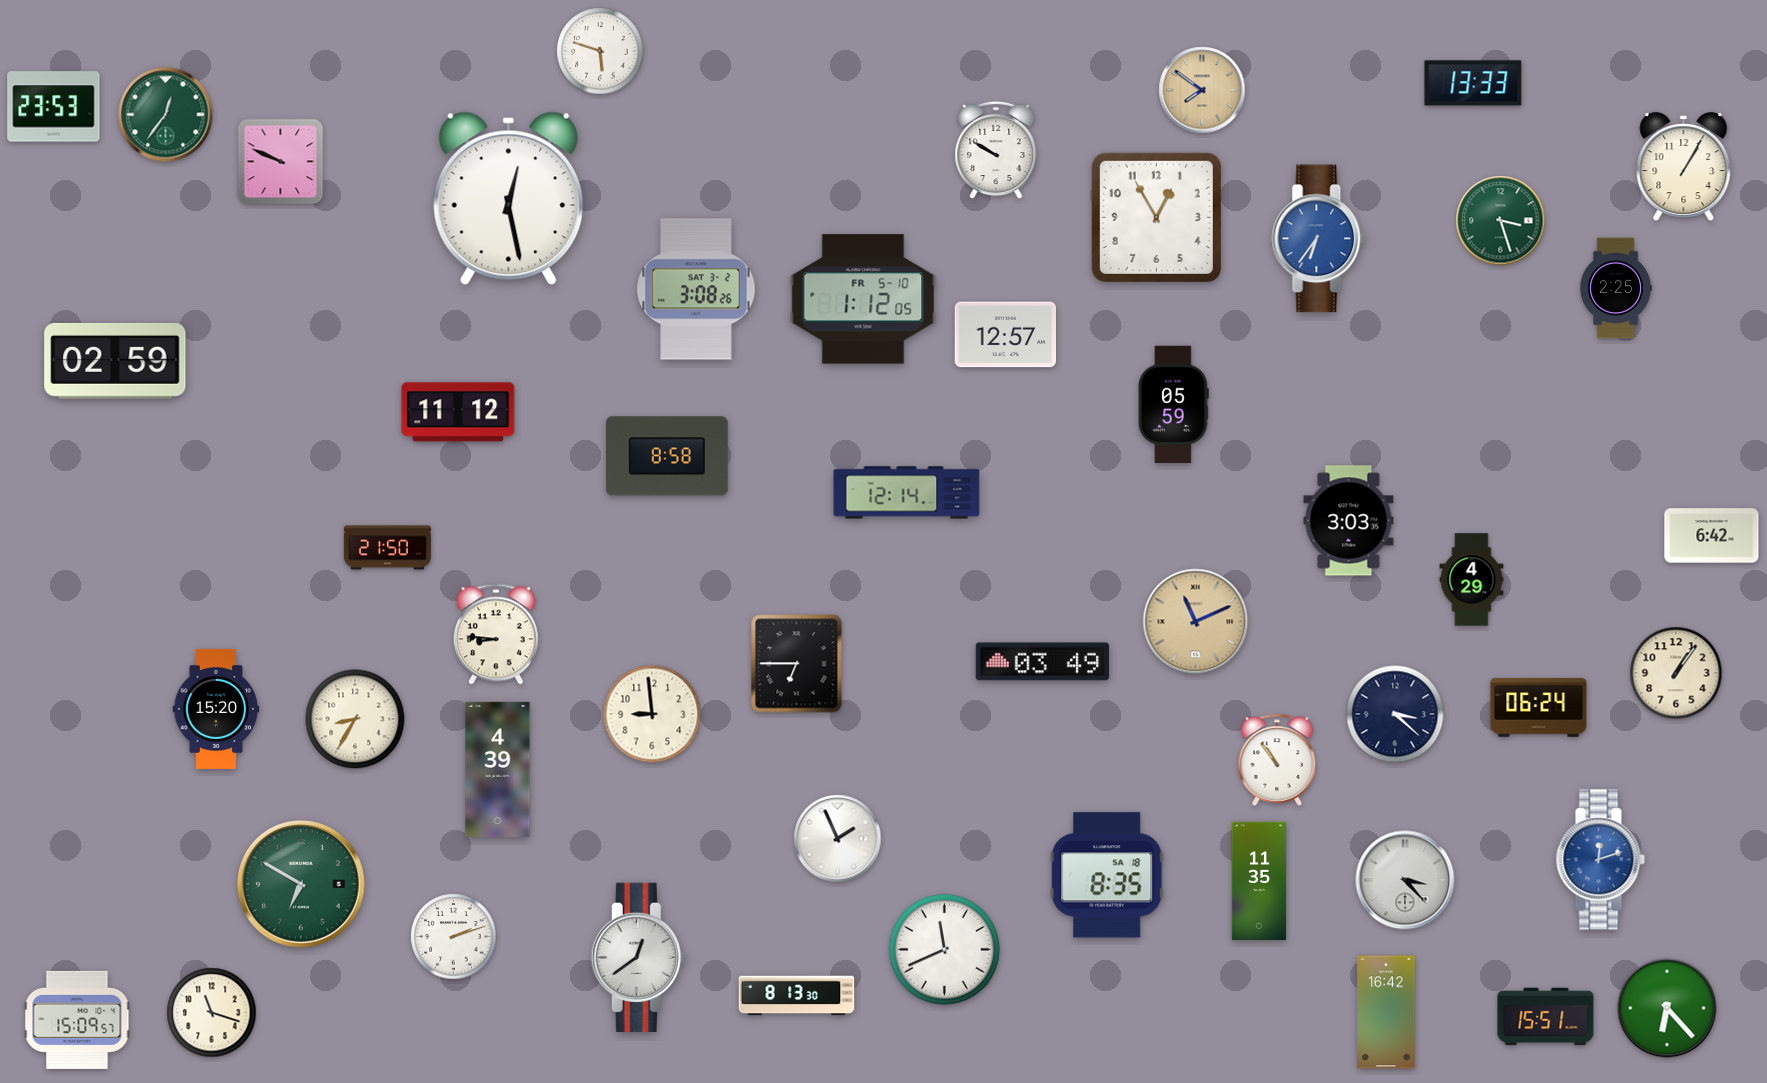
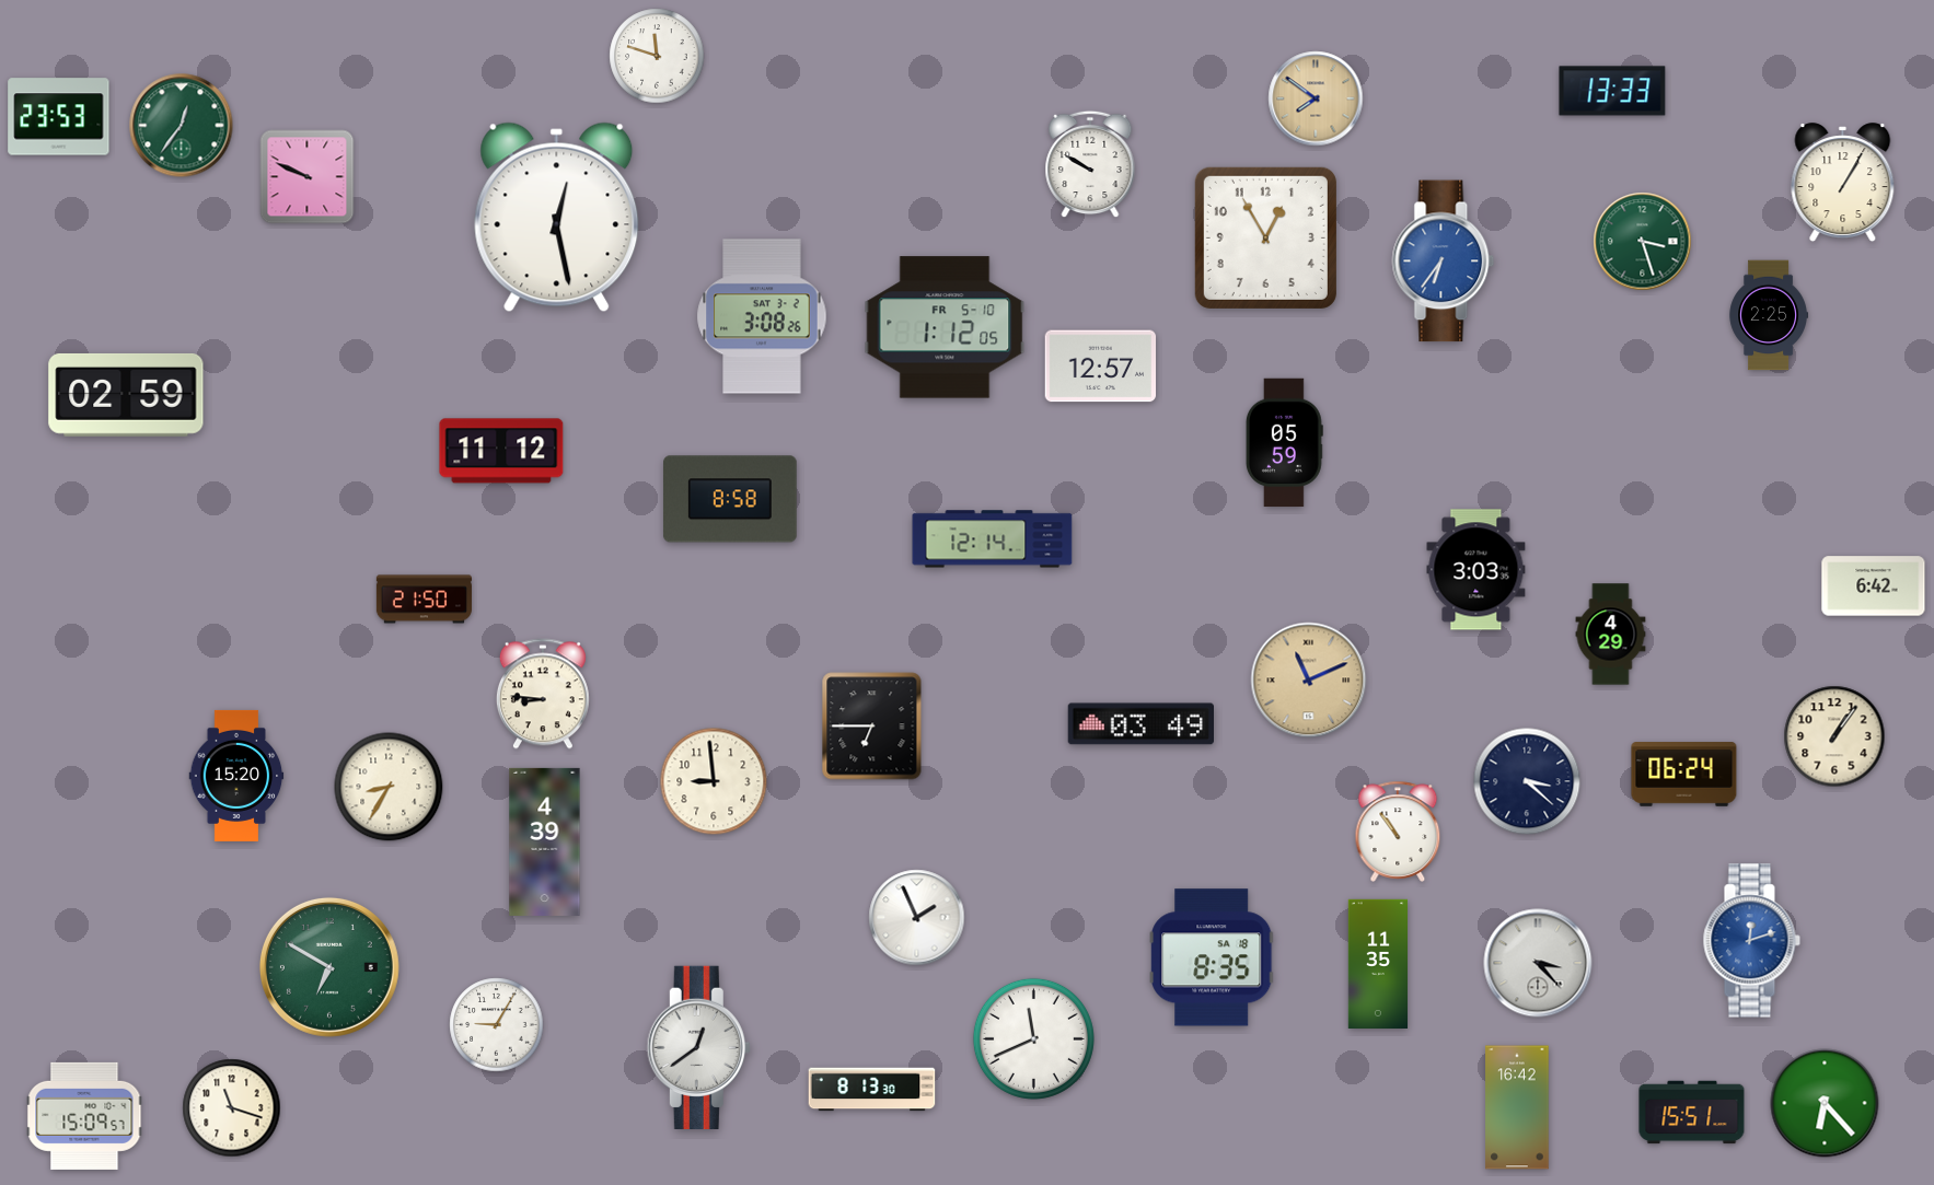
clock at (600, 51): 5:48 -> 11:48
clock at (454, 937): 2:12 -> 9:05
